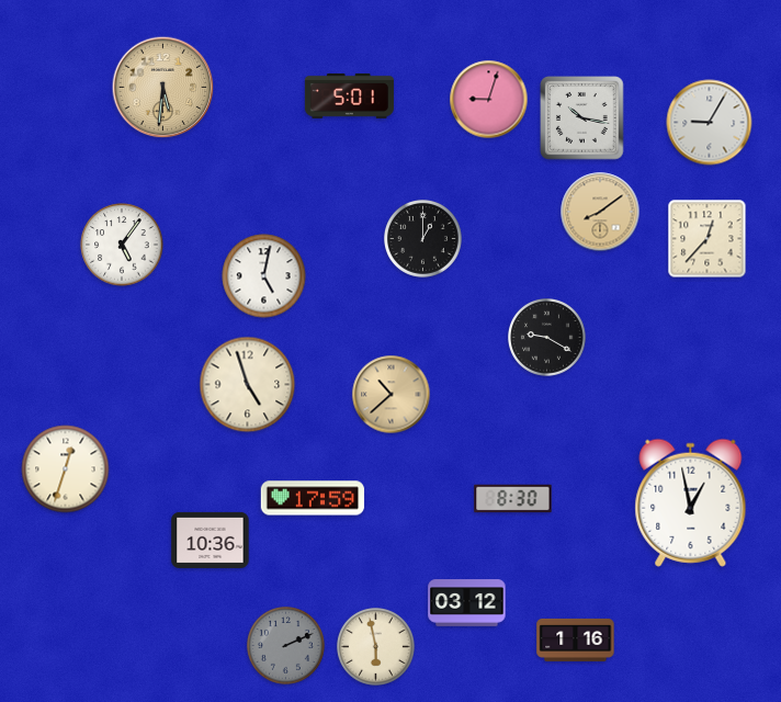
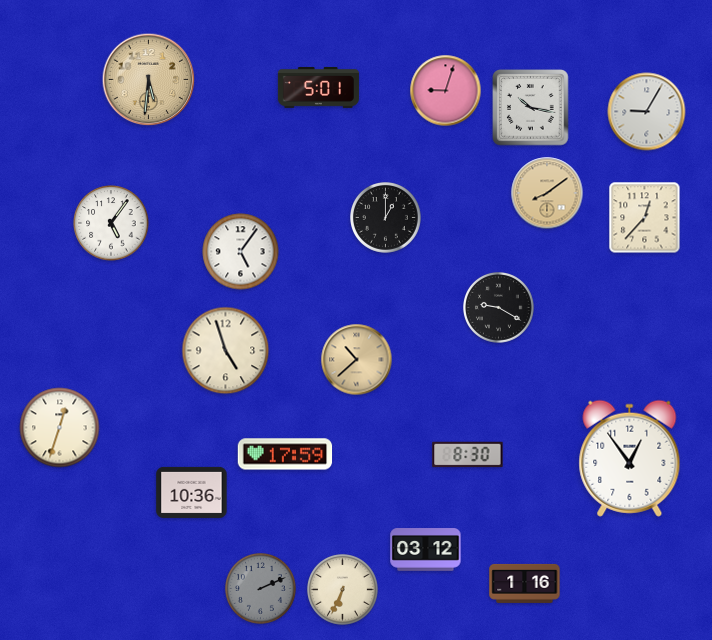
clock at (264, 276): 5:02 -> 5:06
clock at (691, 502): 12:58 -> 12:54
clock at (376, 647): 5:58 -> 6:34
